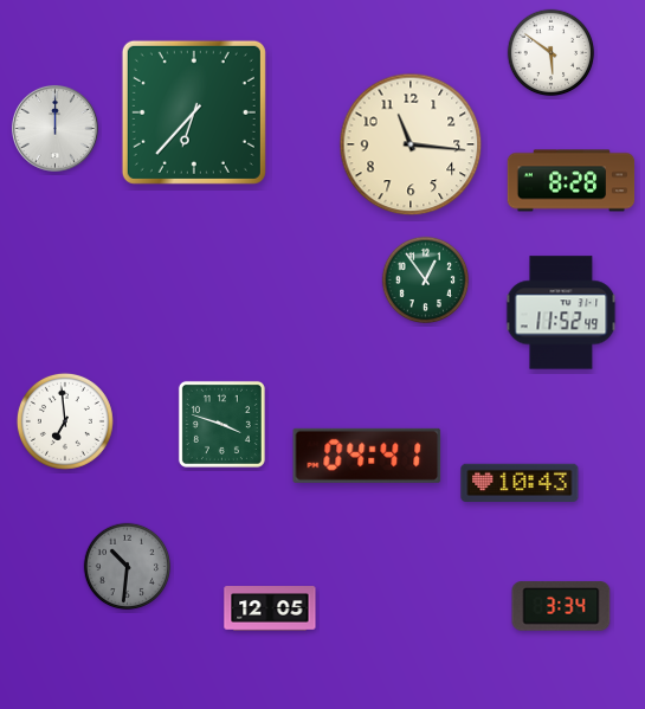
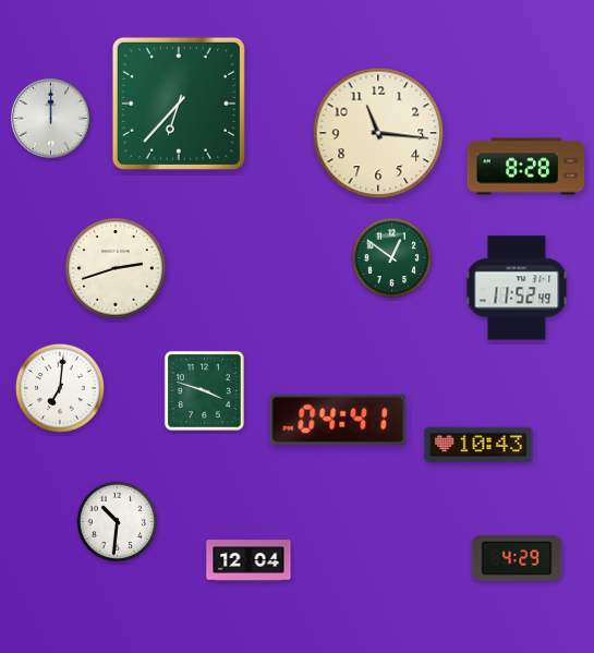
clock at (552, 53): 5:51 -> none
clock at (426, 281): 12:54 -> 12:51
clock at (116, 268): none -> 2:42
clock at (65, 421): 6:59 -> 7:01
clock at (128, 567) dial: grey -> white
clock at (561, 606): 3:34 -> 4:29
clock at (270, 608): 12:05 -> 12:04
